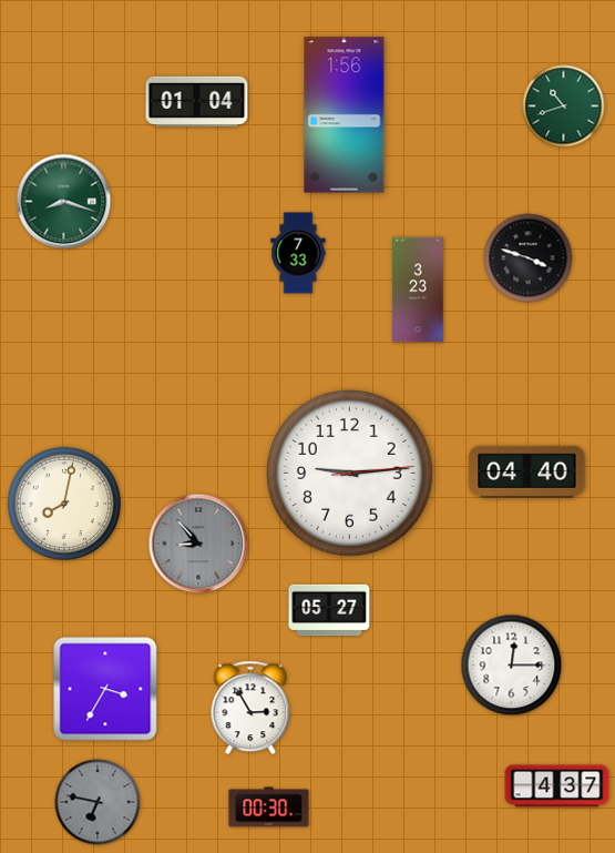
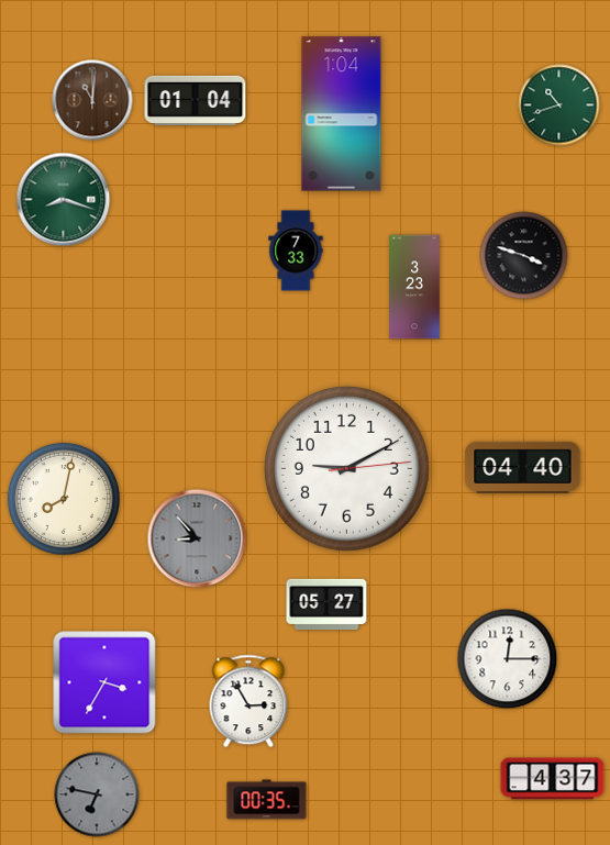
clock at (92, 100): none -> 11:01
clock at (345, 115): 1:56 -> 1:04
clock at (349, 473): 9:14 -> 9:10
clock at (269, 808): 00:30 -> 00:35
